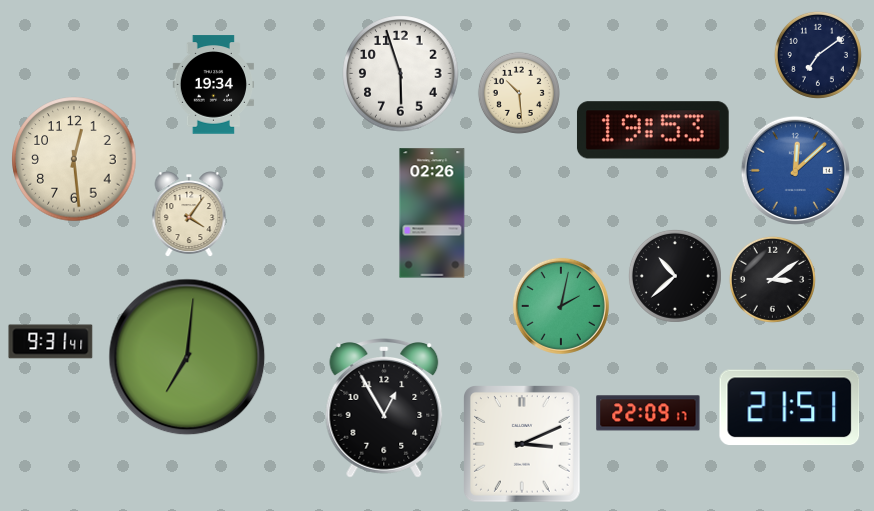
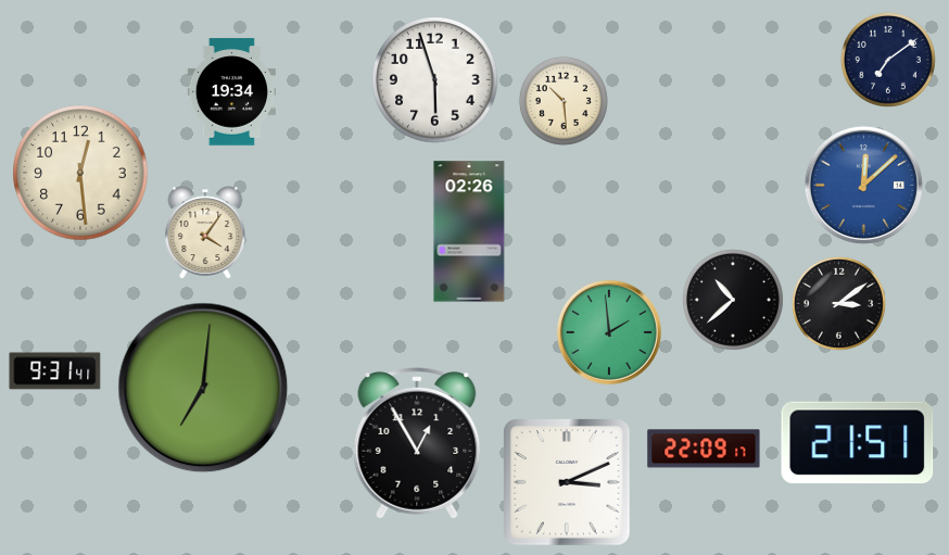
clock at (653, 130): 19:53 -> none
clock at (561, 306): 2:02 -> 1:59
